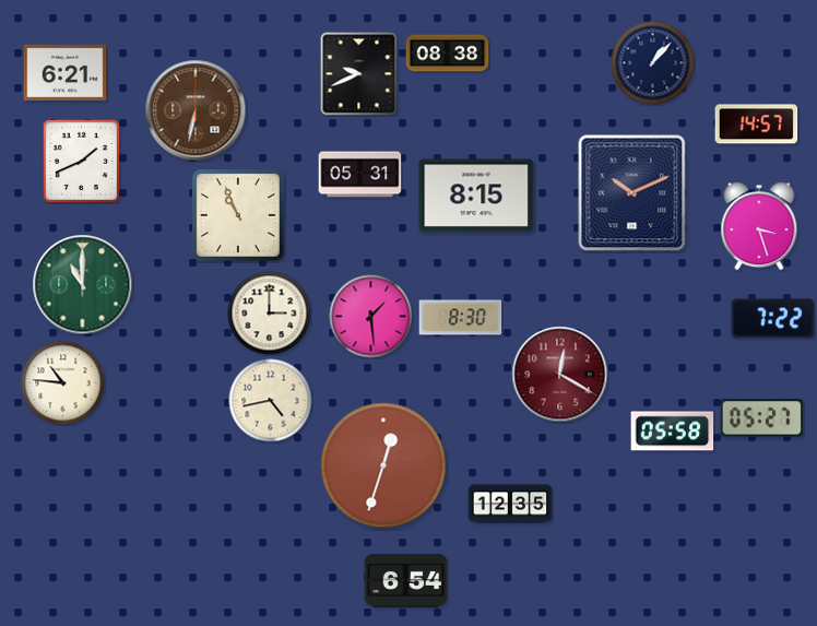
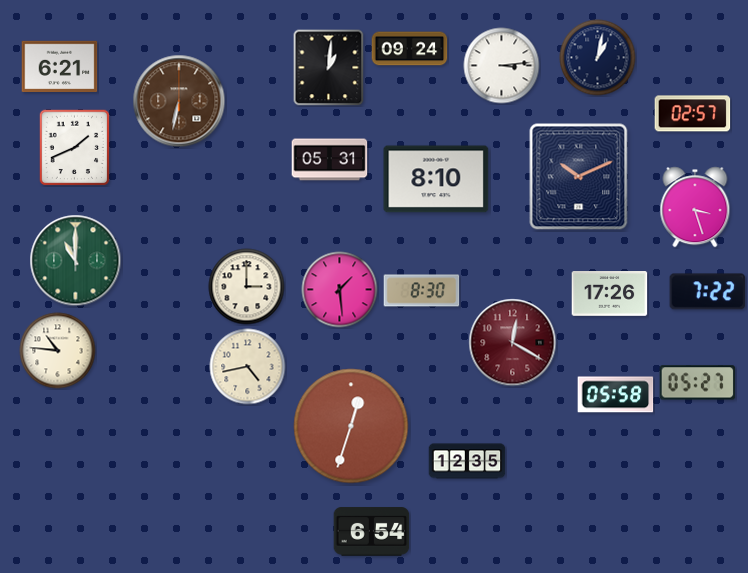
clock at (448, 54): 08:38 -> 09:24
clock at (653, 63): 1:07 -> 1:02
clock at (502, 66): none -> 3:14
clock at (359, 74): 9:41 -> 1:01
clock at (757, 125): 14:57 -> 02:57
clock at (476, 196): 8:15 -> 8:10
clock at (238, 215): 10:56 -> none
clock at (610, 294): none -> 17:26
